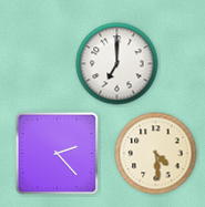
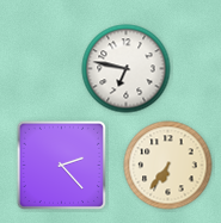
clock at (117, 64): 7:00 -> 6:47
clock at (156, 154): 4:29 -> 6:36
